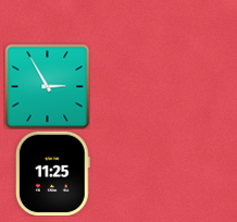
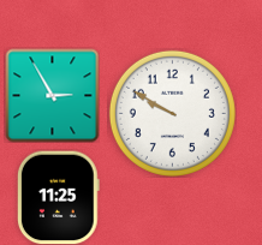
clock at (172, 113): none -> 9:50
clock at (52, 173) position: (52, 173) -> (58, 197)
